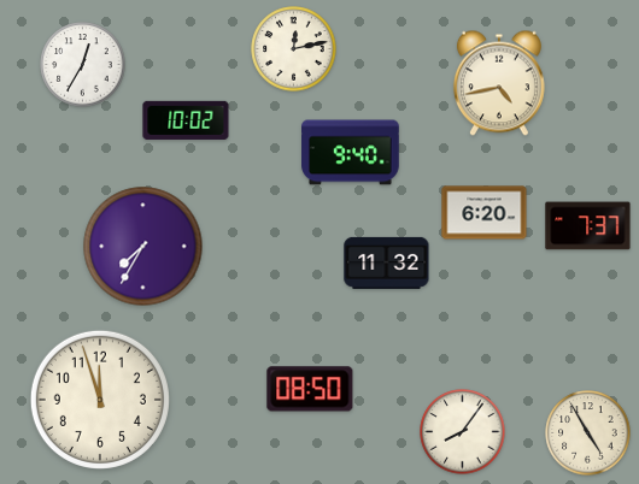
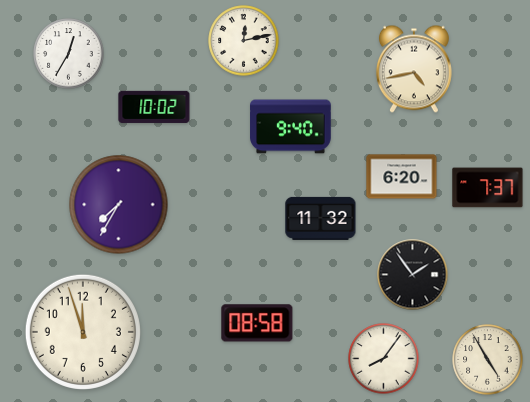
clock at (186, 119) position: (186, 119) -> (154, 106)
clock at (413, 275): none -> 1:54
clock at (310, 389): 08:50 -> 08:58
